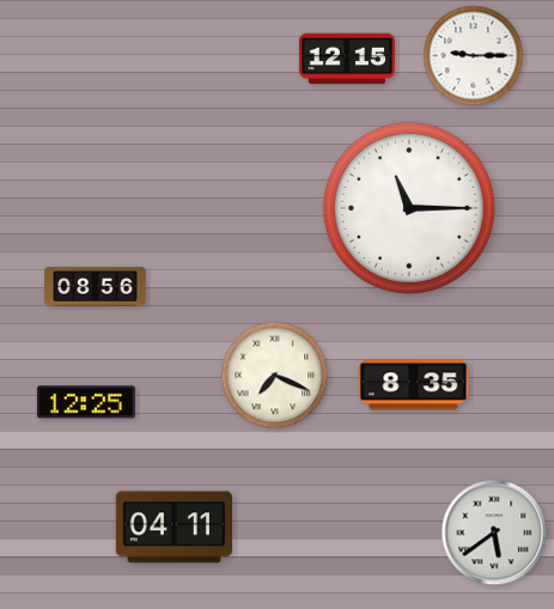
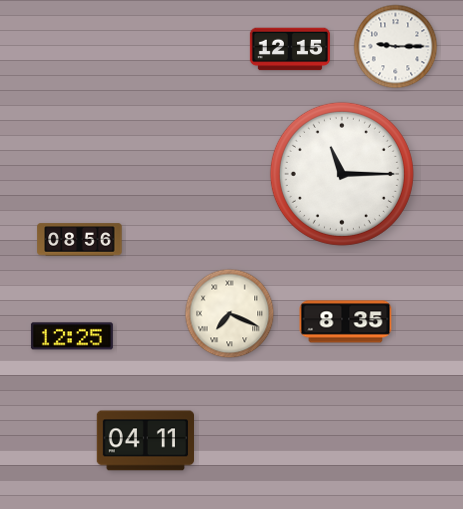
clock at (494, 532): 5:39 -> none
